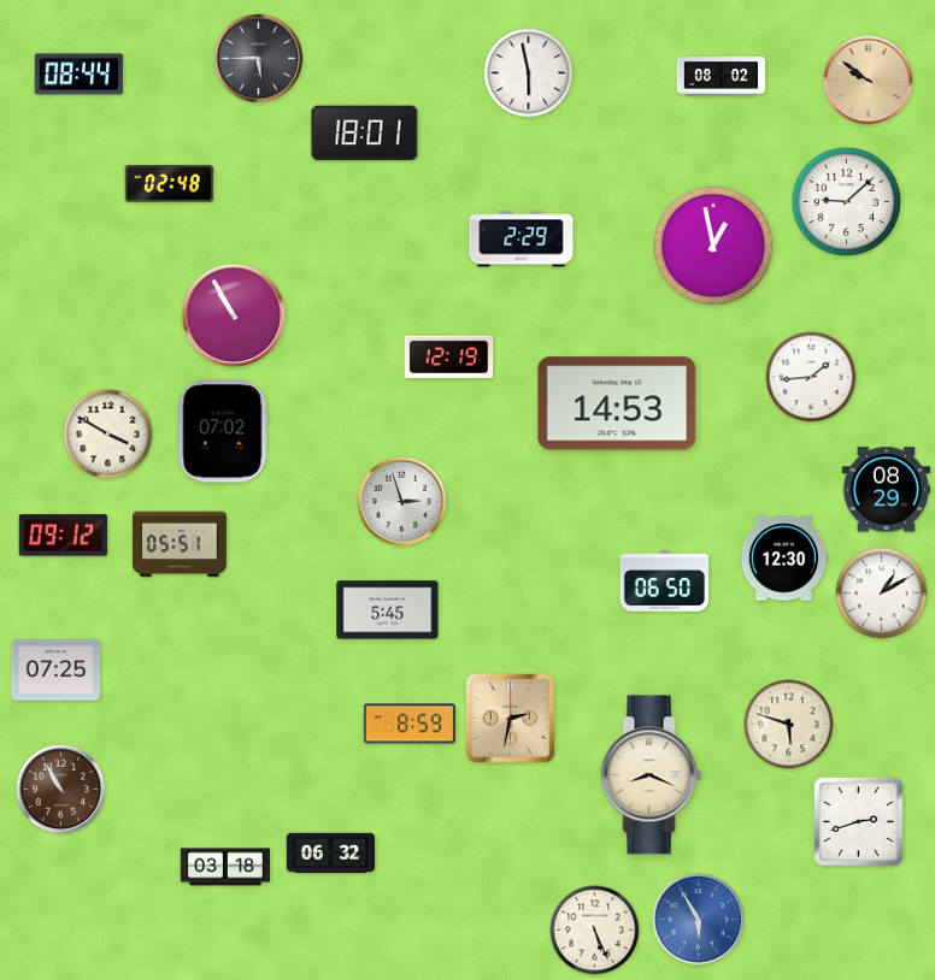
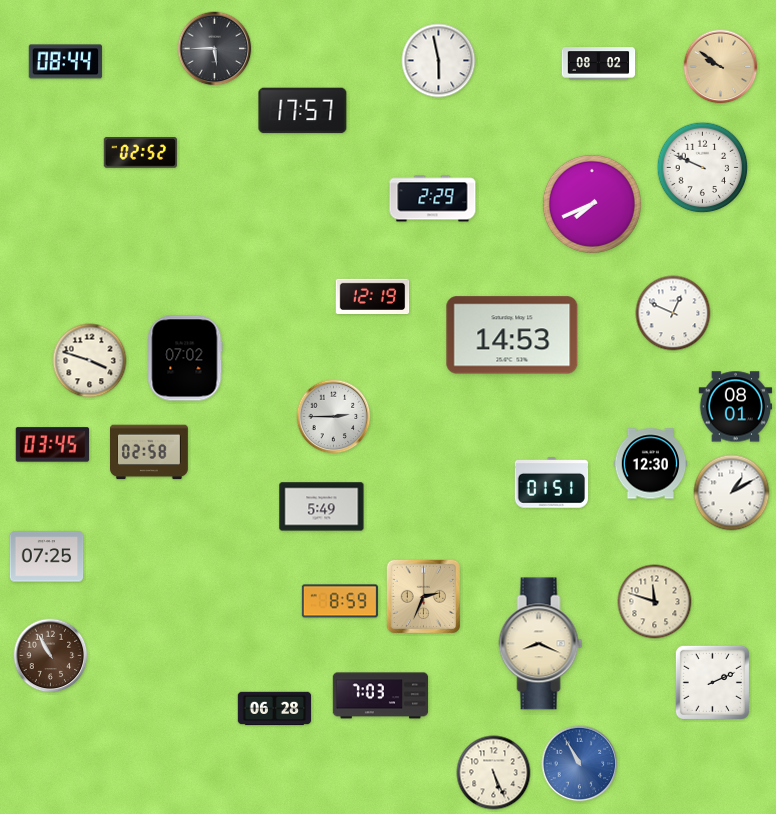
clock at (365, 134): 18:01 -> 17:57
clock at (170, 184): 02:48 -> 02:52
clock at (847, 202): 9:08 -> 9:49
clock at (713, 246): 12:58 -> 7:41
clock at (234, 315): 10:55 -> none
clock at (811, 377): 1:44 -> 12:49
clock at (108, 435): 3:50 -> 3:48
clock at (887, 490): 08:29 -> 08:01
clock at (402, 502): 2:57 -> 2:45
clock at (64, 536): 09:12 -> 03:45
clock at (181, 544): 05:51 -> 02:58
clock at (665, 581): 06:50 -> 01:51
clock at (388, 610): 5:45 -> 5:49
clock at (510, 718): 2:32 -> 2:34
clock at (789, 725): 5:48 -> 11:48
clock at (858, 821): 2:42 -> 2:11
clock at (381, 696): none -> 7:03
clock at (331, 854): 06:32 -> 06:28
clock at (224, 867): 03:18 -> none
clock at (699, 920): 5:55 -> 10:55
